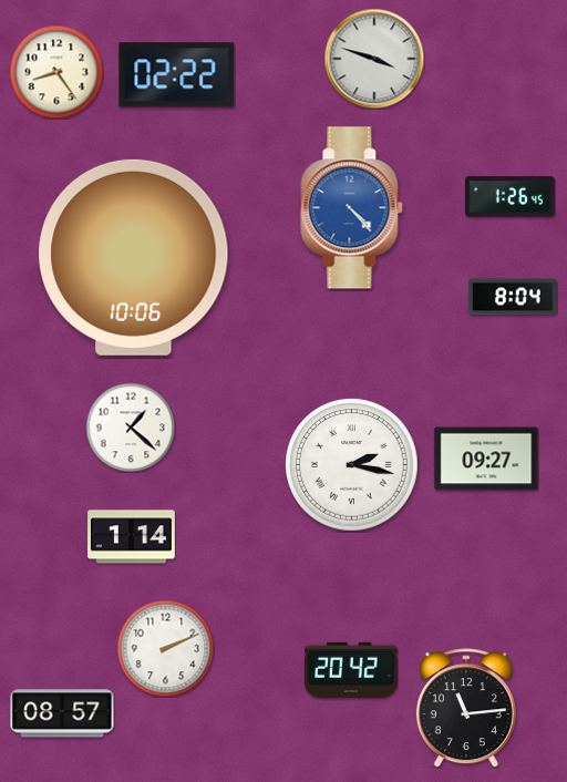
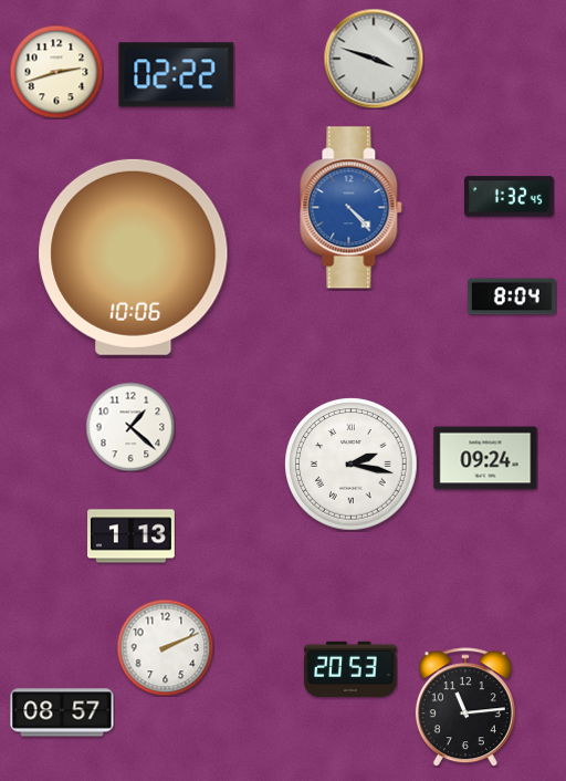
clock at (56, 72): 8:24 -> 2:42
clock at (511, 197): 1:26 -> 1:32
clock at (486, 459): 09:27 -> 09:24
clock at (132, 537): 1:14 -> 1:13
clock at (351, 670): 20:42 -> 20:53
